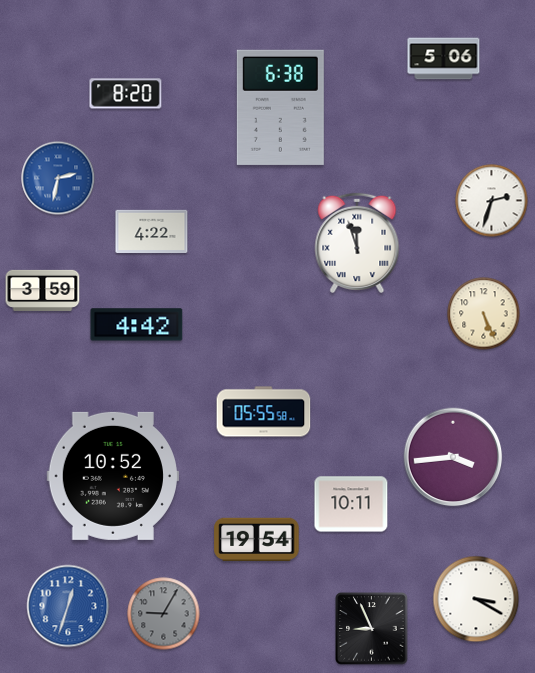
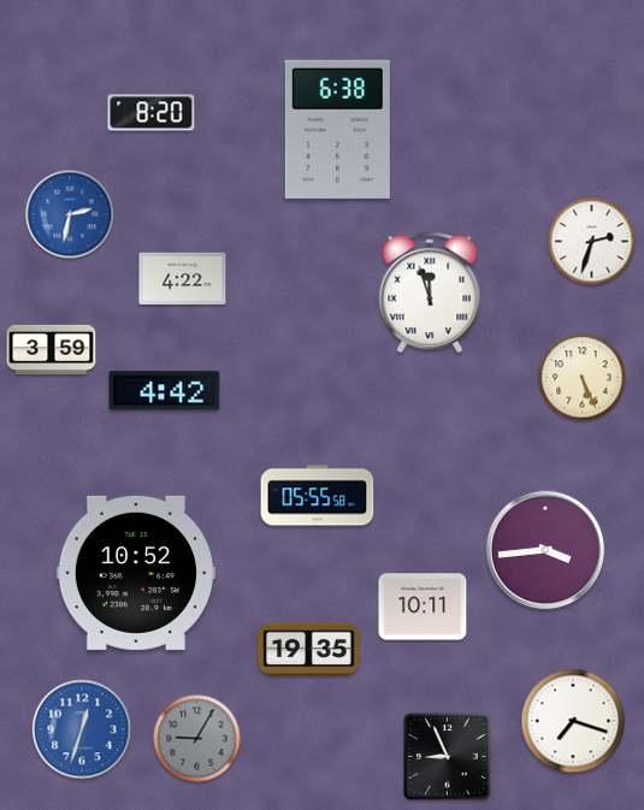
clock at (444, 59): 5:06 -> none
clock at (257, 540): 19:54 -> 19:35
clock at (476, 599): 3:20 -> 7:18
